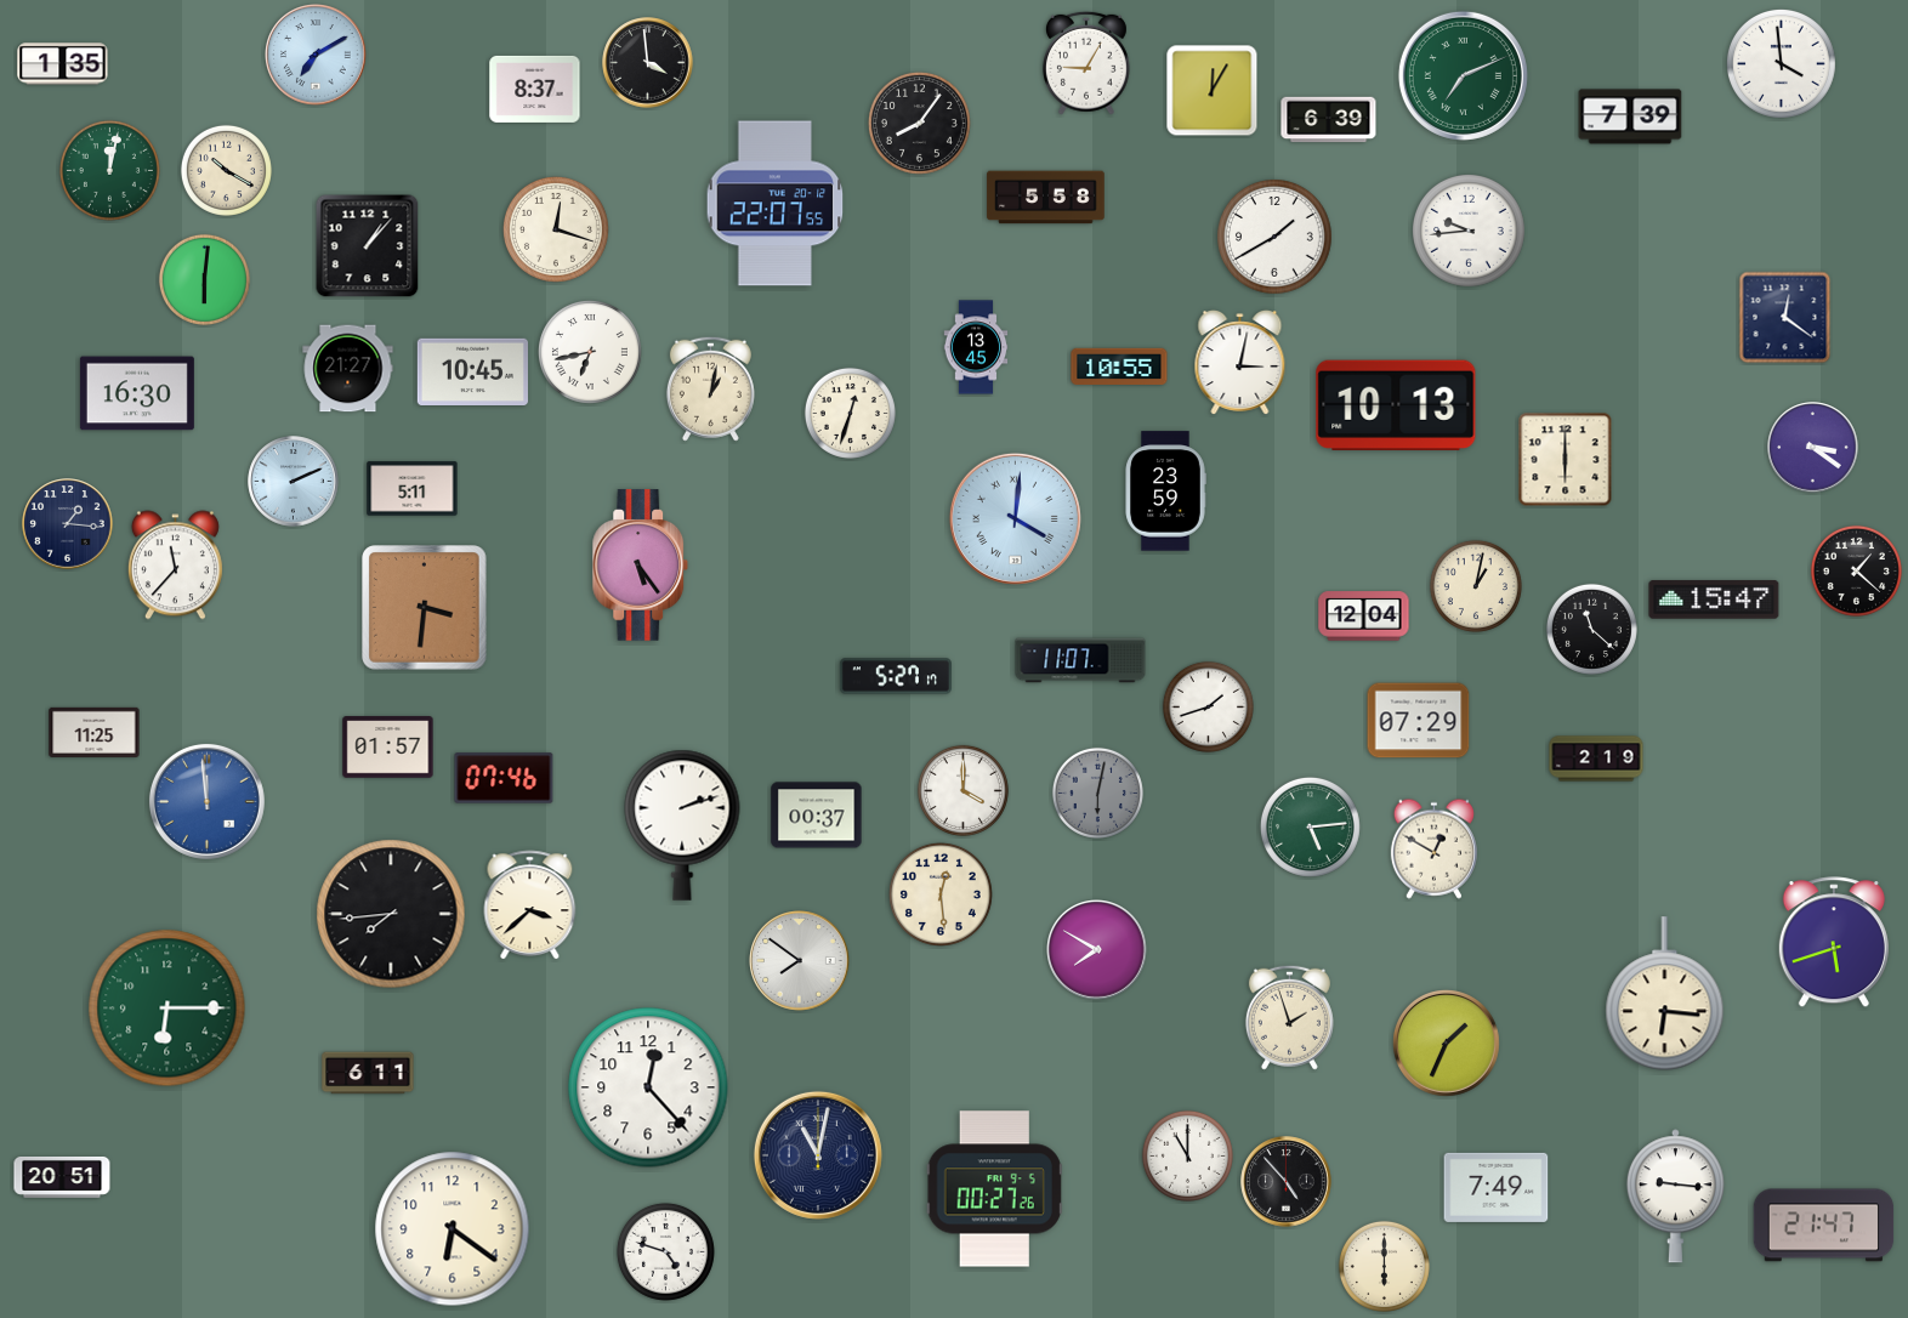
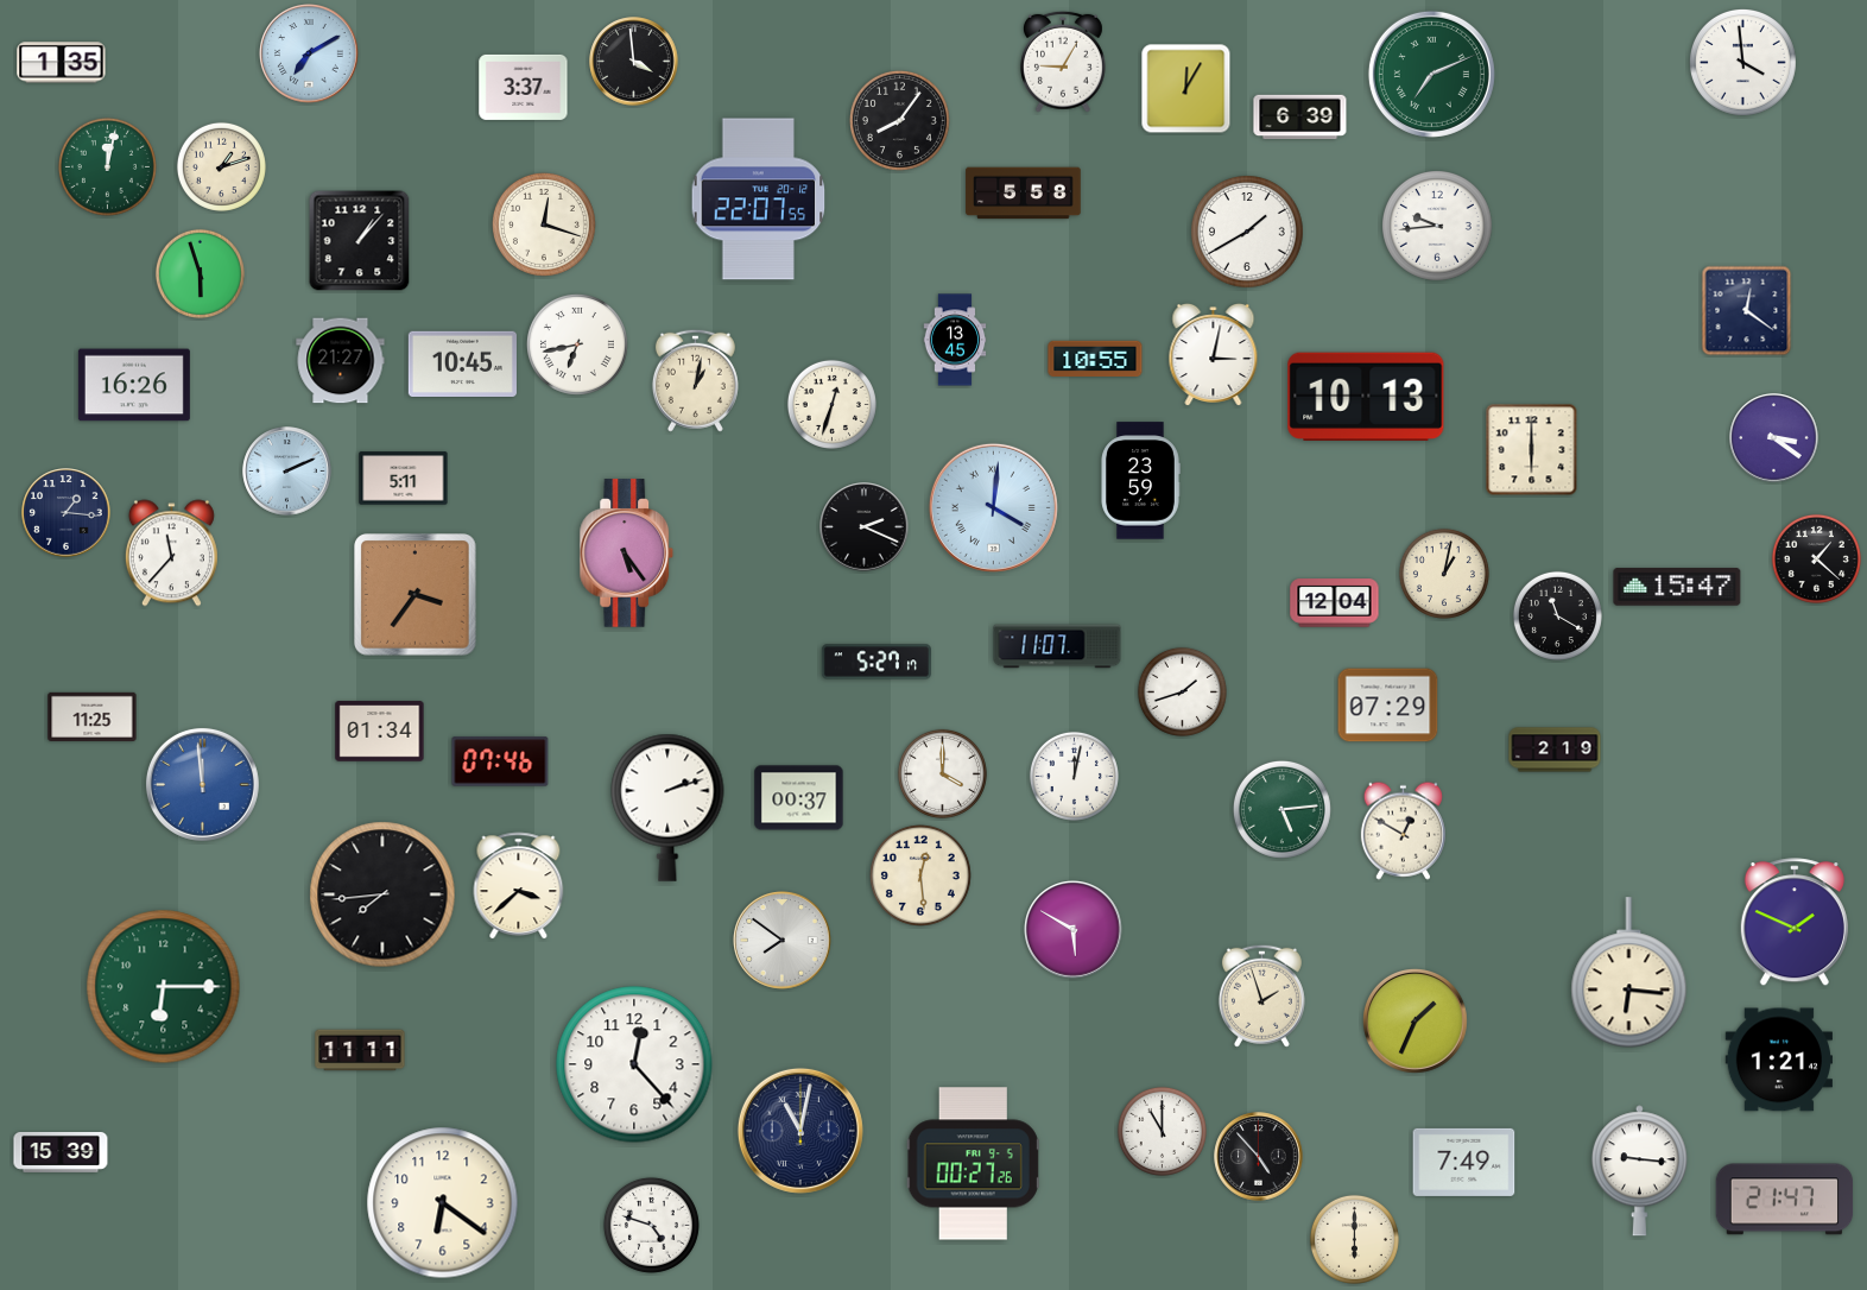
clock at (535, 89): 8:37 -> 3:37
clock at (1630, 117): 7:39 -> none
clock at (226, 170): 10:20 -> 1:12
clock at (204, 279): 6:01 -> 5:57
clock at (137, 393): 16:30 -> 16:26
clock at (865, 527): none -> 2:19
clock at (425, 608): 3:31 -> 3:36
clock at (1591, 629): 11:22 -> 11:20
clock at (388, 748): 01:57 -> 01:34
clock at (1596, 759) position: (1596, 759) -> (1555, 750)
clock at (504, 778) position: (504, 778) -> (500, 761)
clock at (1097, 792): 6:02 -> 12:02
clock at (1097, 792) dial: grey -> white
clock at (1834, 943): 5:42 -> 1:49
clock at (1097, 950): 7:50 -> 5:50
clock at (368, 1073): 6:11 -> 11:11
clock at (1778, 1060): none -> 1:21
clock at (62, 1177): 20:51 -> 15:39
